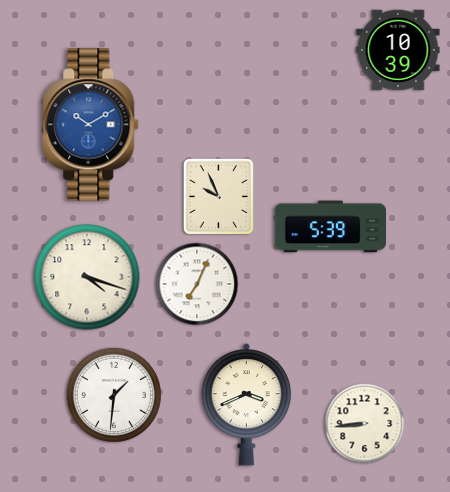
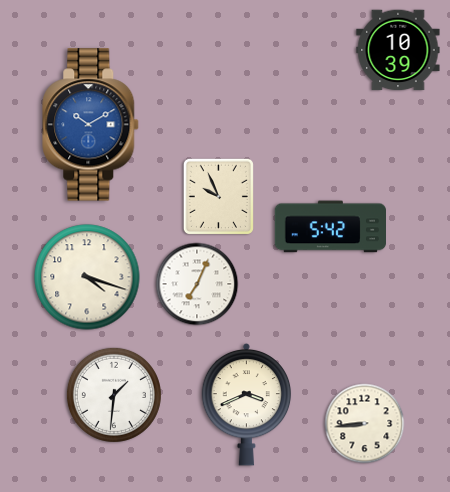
clock at (330, 227): 5:39 -> 5:42
